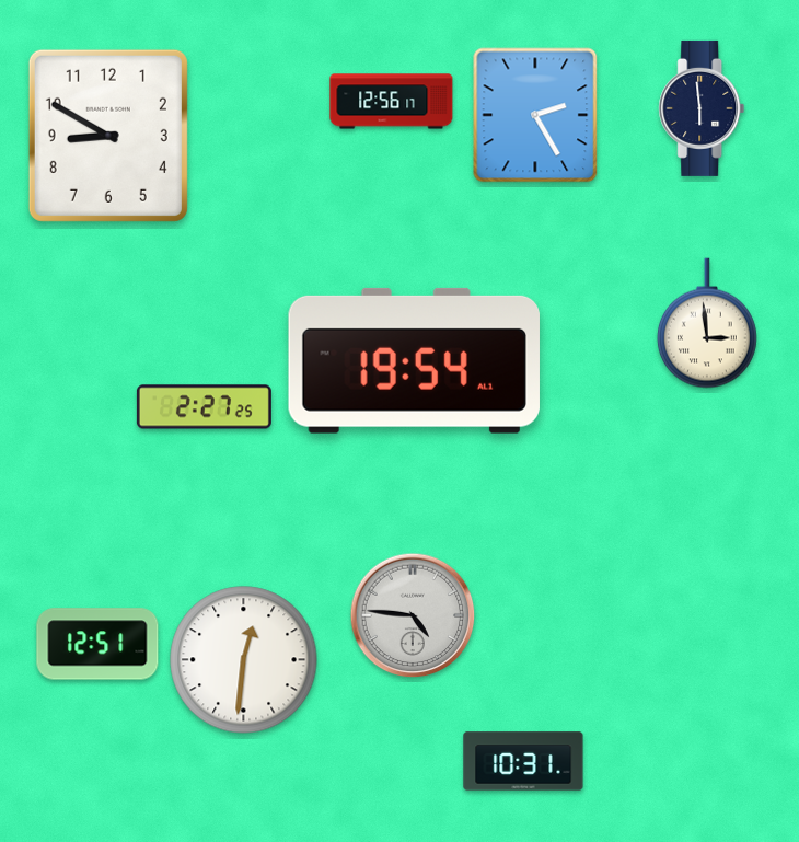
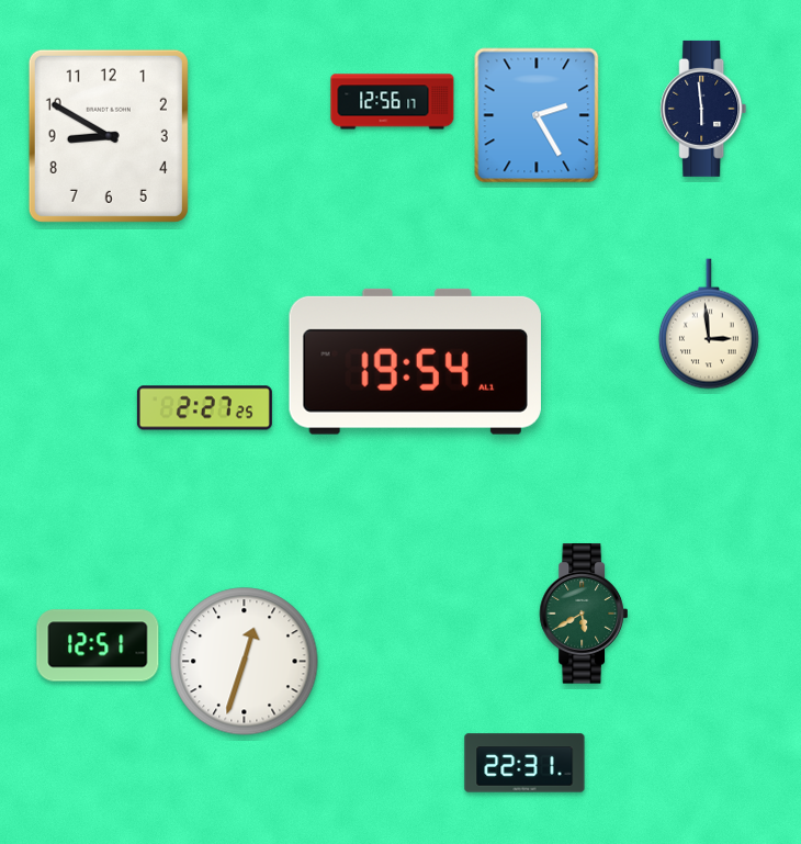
clock at (583, 614): none -> 5:40
clock at (413, 615): 4:46 -> none
clock at (244, 660): 12:31 -> 12:33
clock at (523, 761): 10:31 -> 22:31
